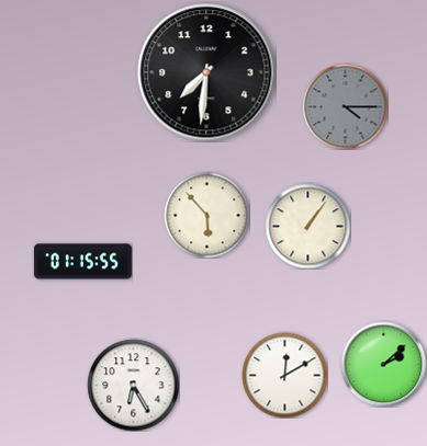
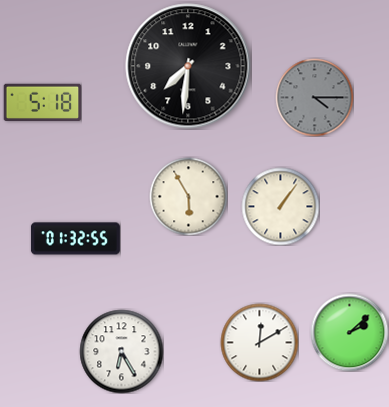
clock at (42, 102): none -> 5:18
clock at (206, 215): 5:53 -> 5:55
clock at (82, 262): 01:15 -> 01:32
